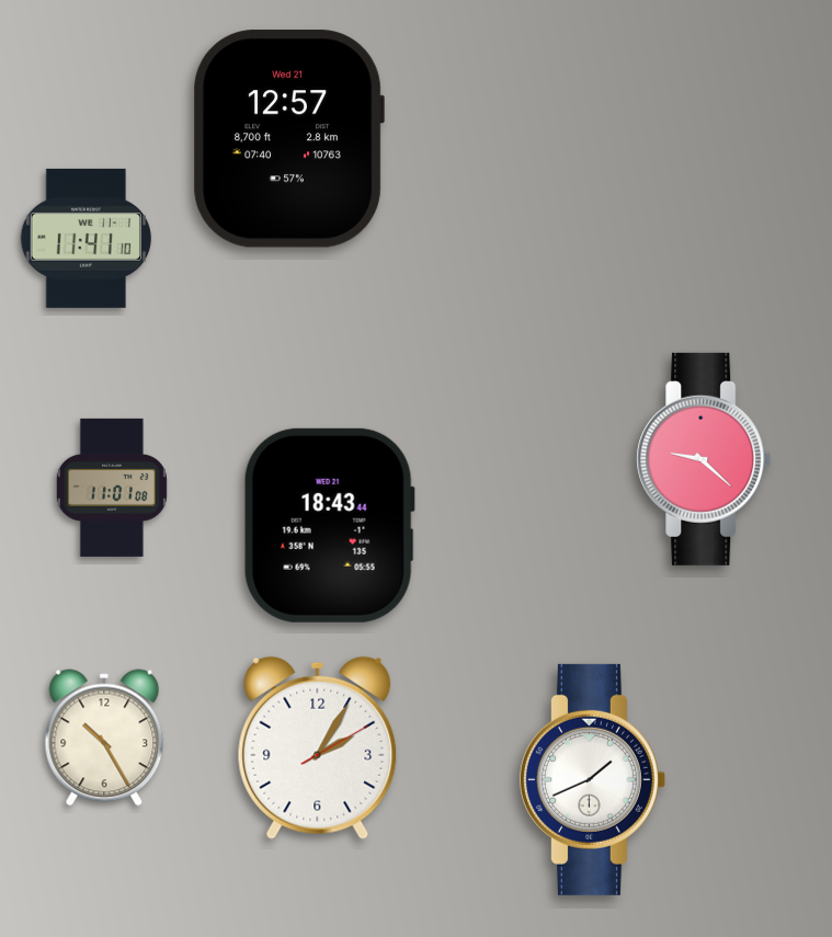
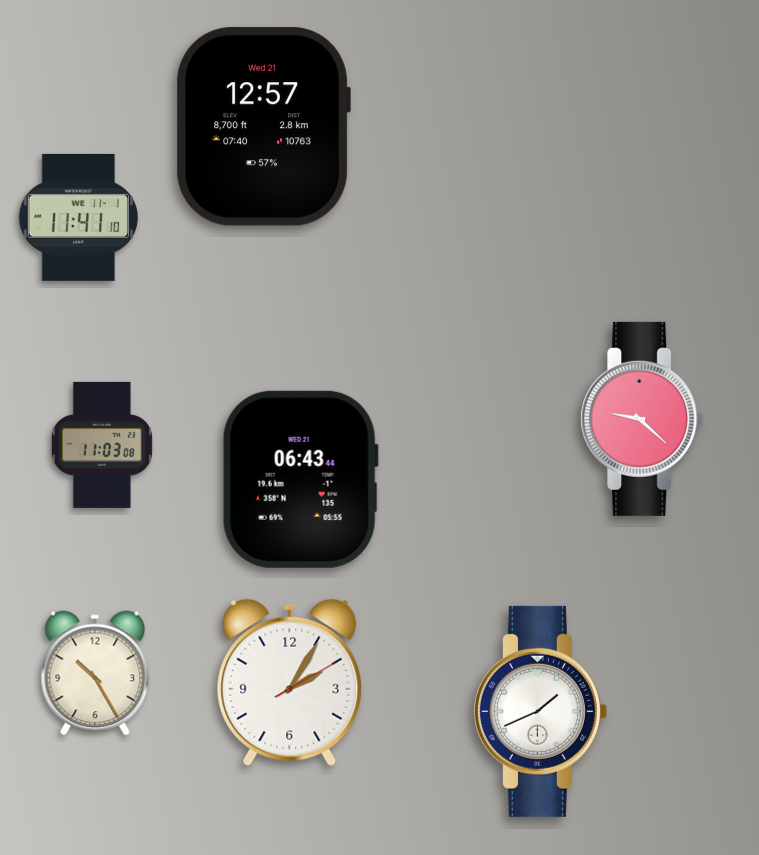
clock at (112, 488): 11:01 -> 11:03
clock at (329, 525): 18:43 -> 06:43
